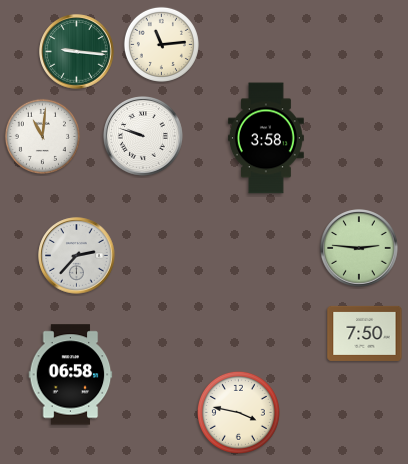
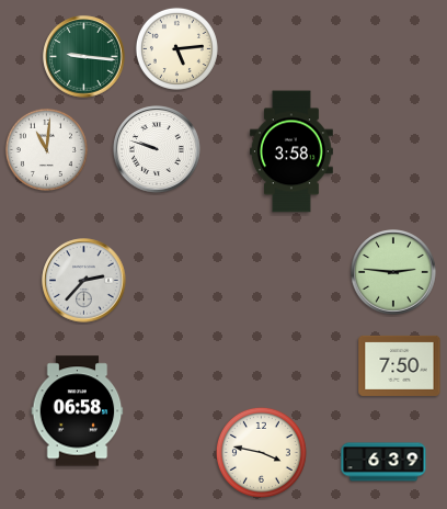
clock at (161, 44): 11:14 -> 5:14
clock at (383, 462): none -> 6:39
